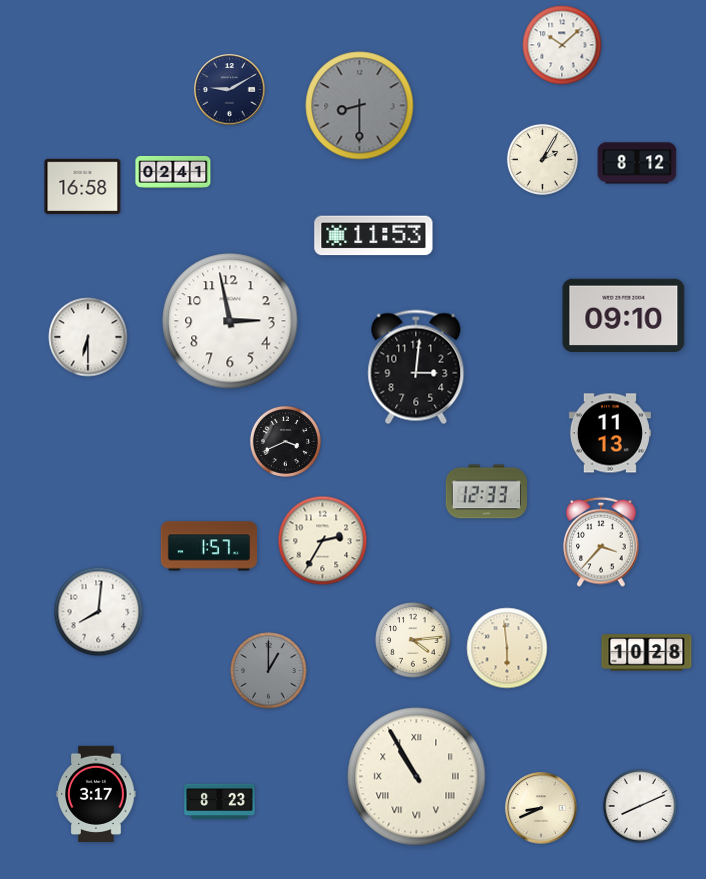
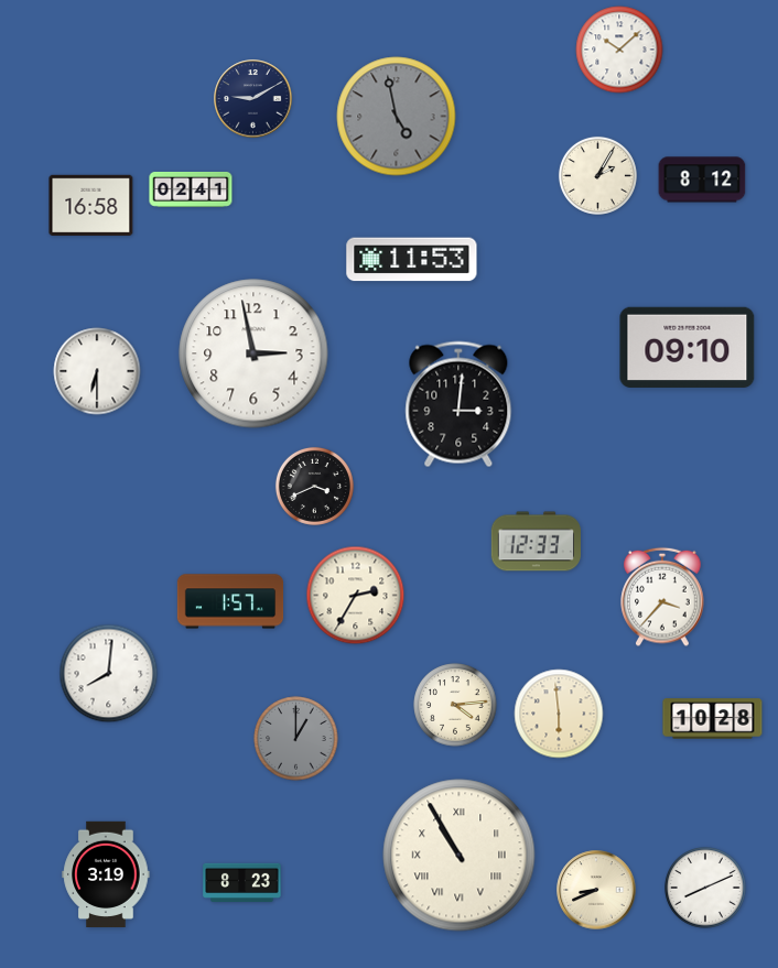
clock at (360, 106): 8:30 -> 4:58
clock at (610, 433): 11:13 -> none
clock at (96, 793): 3:17 -> 3:19
